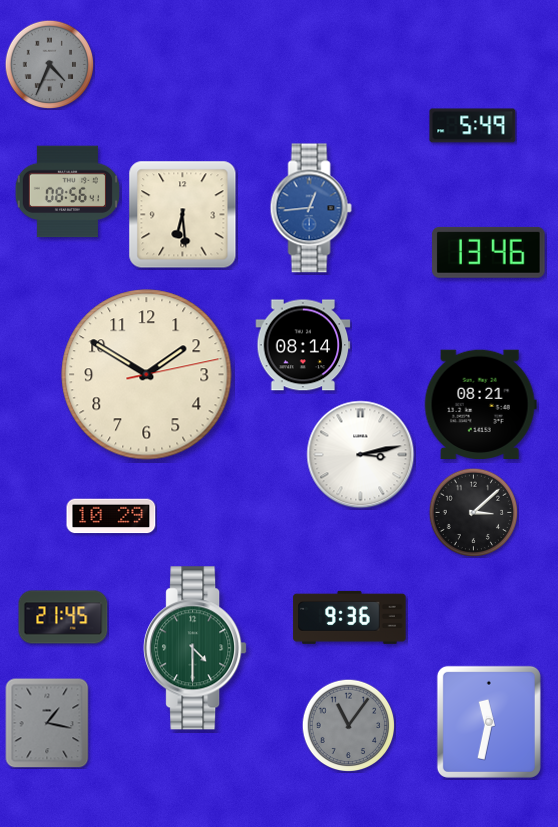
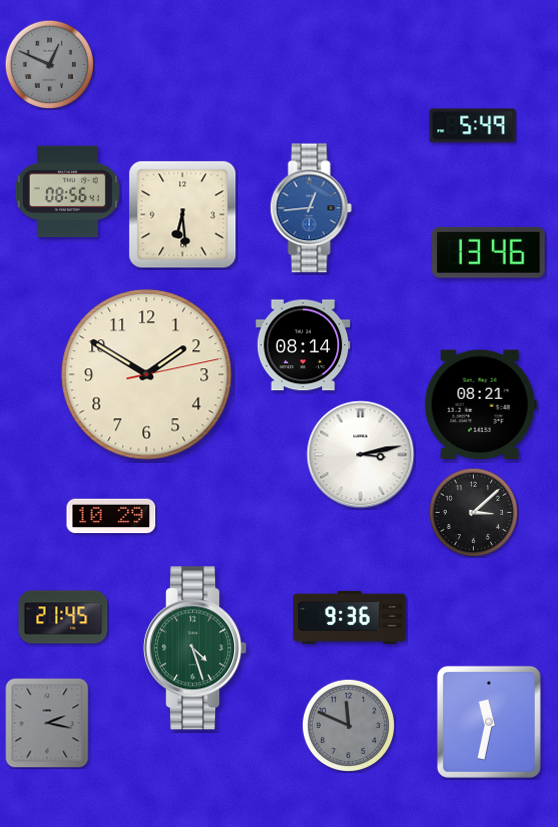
clock at (49, 64): 4:34 -> 12:49
clock at (195, 648): 4:30 -> 4:27
clock at (47, 723): 1:17 -> 2:17
clock at (348, 725): 11:06 -> 11:49
